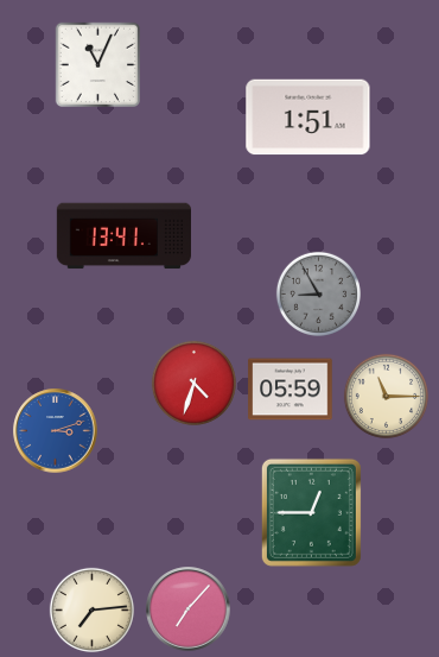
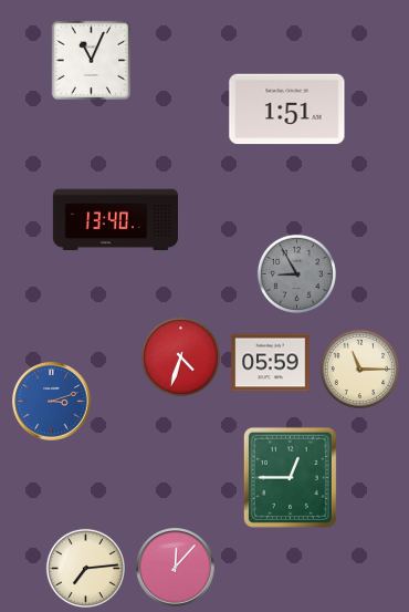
clock at (123, 236): 13:41 -> 13:40
clock at (189, 609): 7:07 -> 12:07
